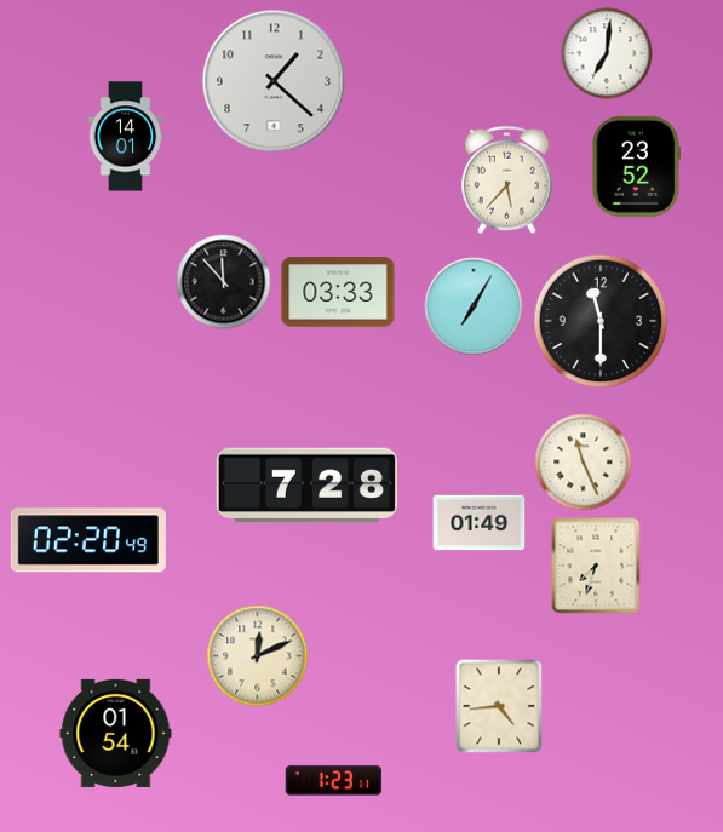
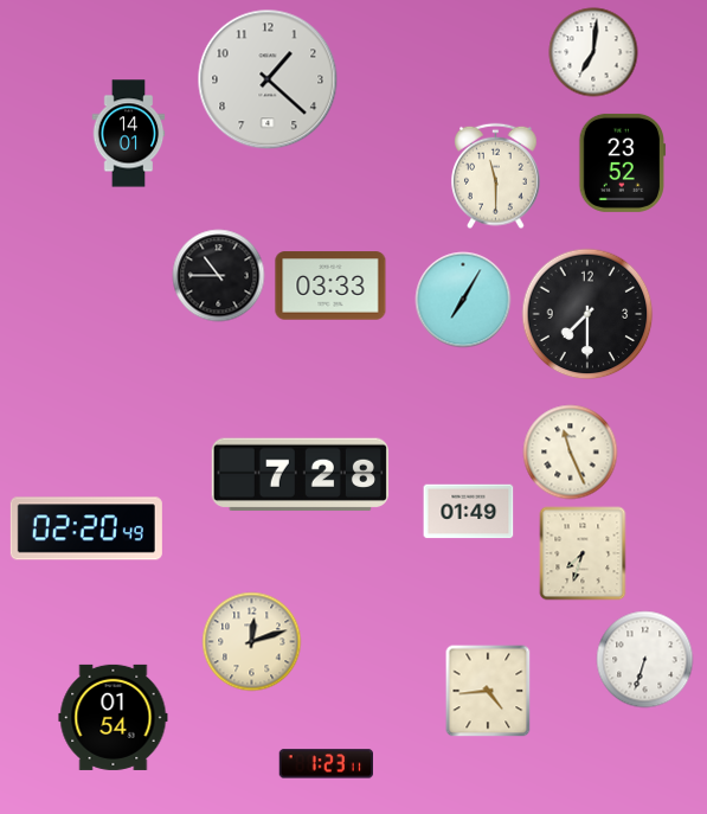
clock at (126, 137) position: (126, 137) -> (129, 134)
clock at (507, 180): 5:37 -> 11:30
clock at (224, 282): 11:53 -> 10:45
clock at (601, 321): 11:30 -> 7:30
clock at (258, 656): 12:11 -> 12:12
clock at (645, 660): none -> 6:33
